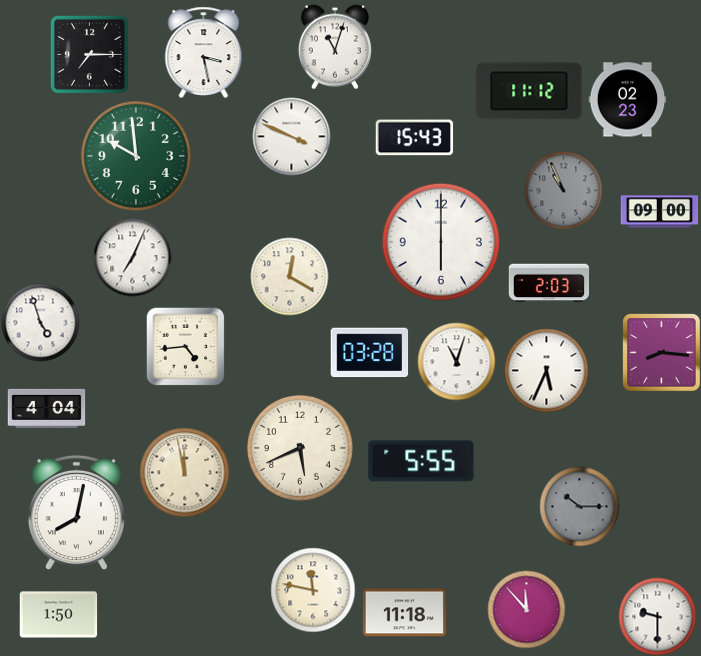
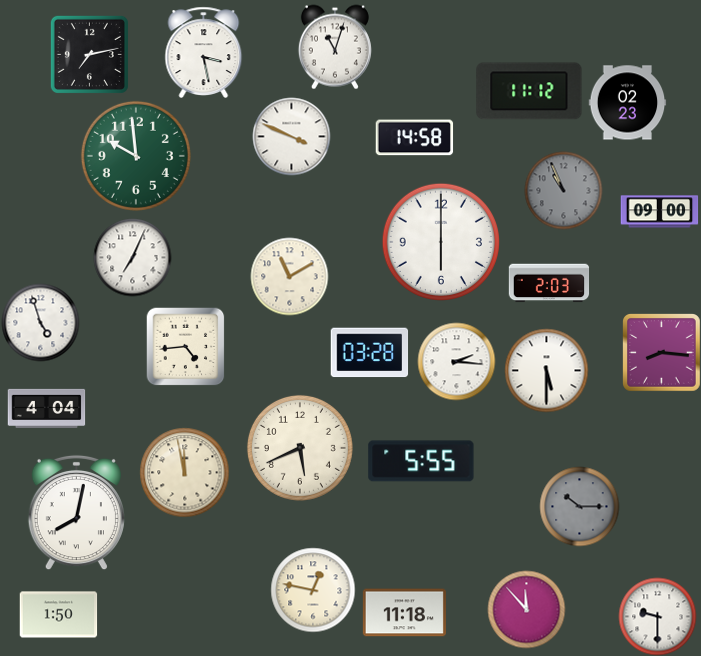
clock at (89, 54): 7:15 -> 7:13
clock at (627, 100) position: (627, 100) -> (627, 103)
clock at (414, 138): 15:43 -> 14:58
clock at (289, 276): 12:20 -> 11:10
clock at (456, 361): 11:03 -> 2:16
clock at (546, 370): 5:34 -> 5:30
clock at (313, 590): 11:47 -> 12:47
